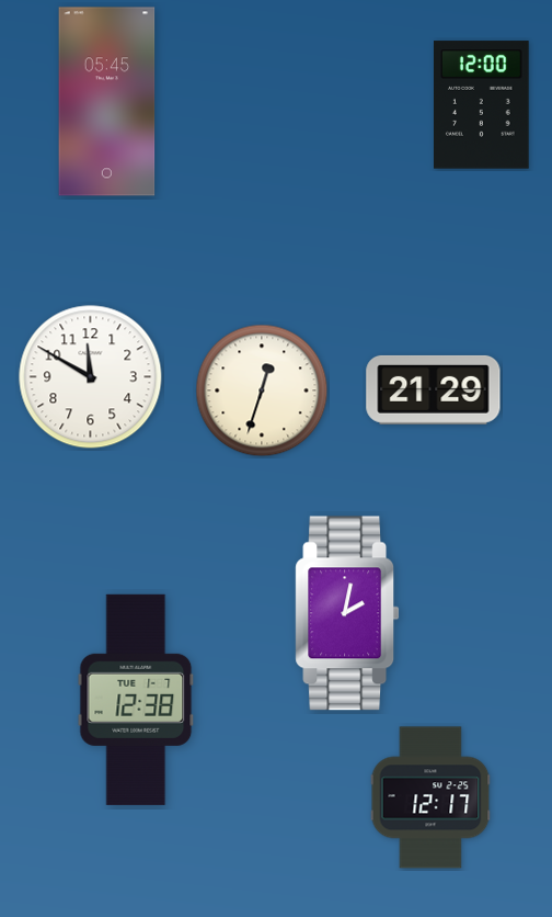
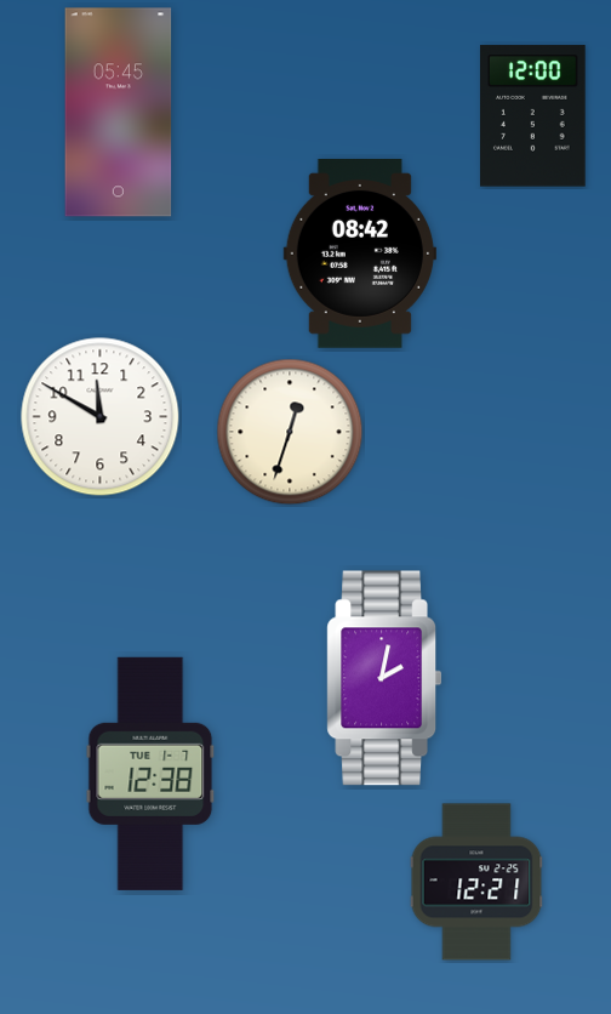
clock at (360, 253): none -> 08:42
clock at (434, 389): 21:29 -> none
clock at (430, 797): 12:17 -> 12:21
